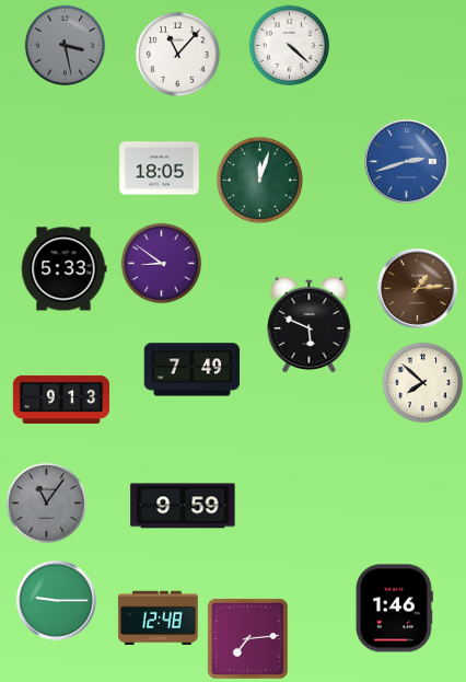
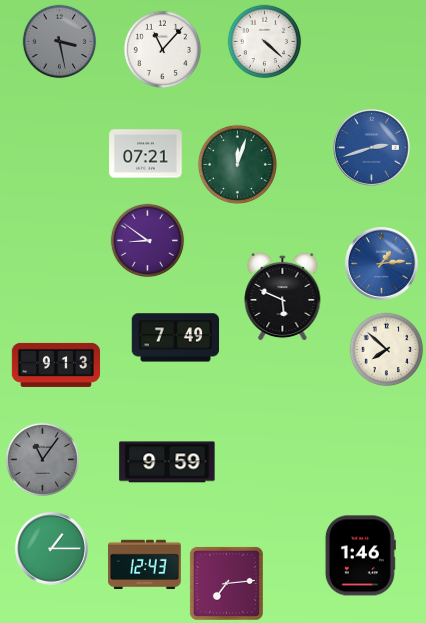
clock at (160, 169): 18:05 -> 07:21
clock at (63, 269): 5:33 -> none
clock at (417, 288) dial: brown -> blue
clock at (56, 600): 9:15 -> 1:15
clock at (159, 619): 12:48 -> 12:43
